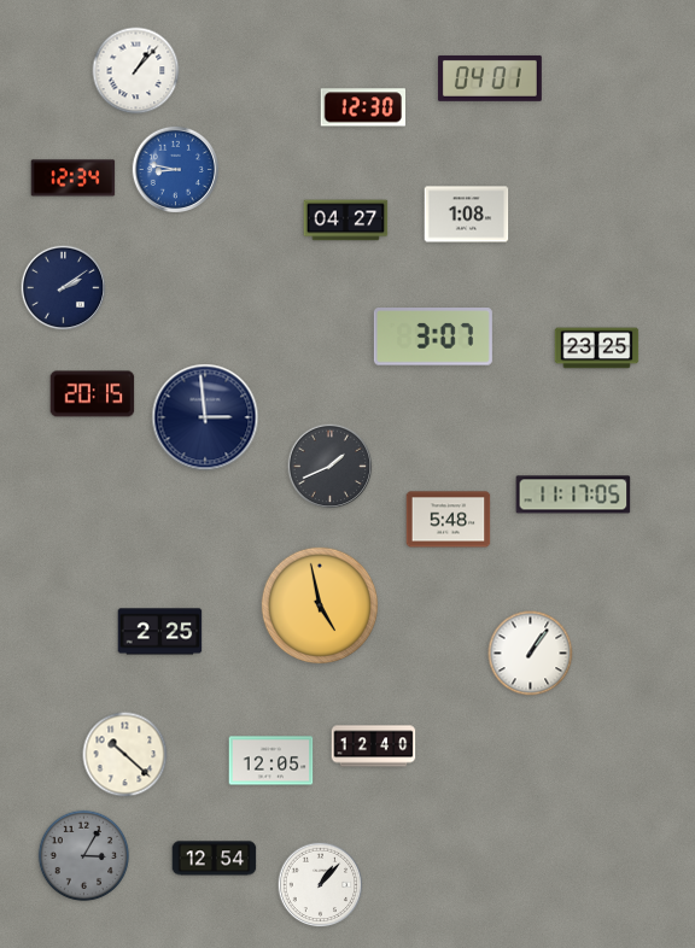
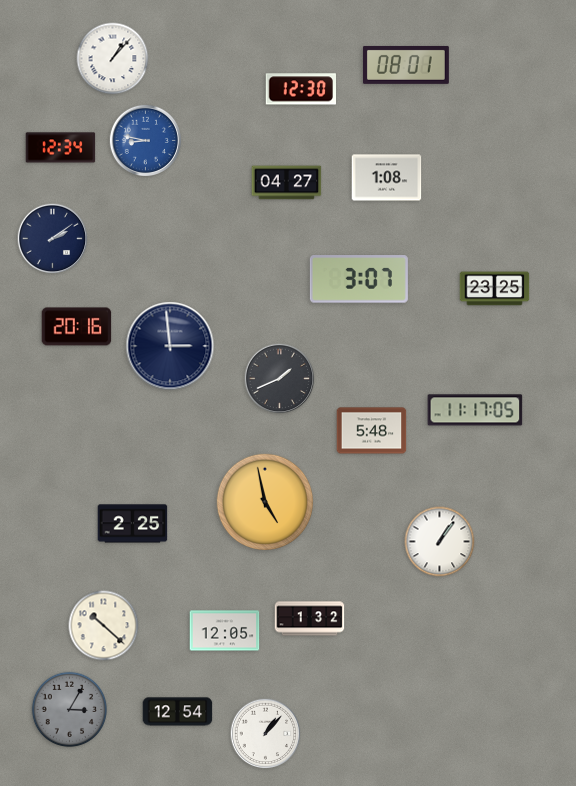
clock at (490, 78): 04:01 -> 08:01
clock at (93, 394): 20:15 -> 20:16
clock at (331, 467) position: (331, 467) -> (280, 379)
clock at (374, 747): 12:40 -> 1:32
